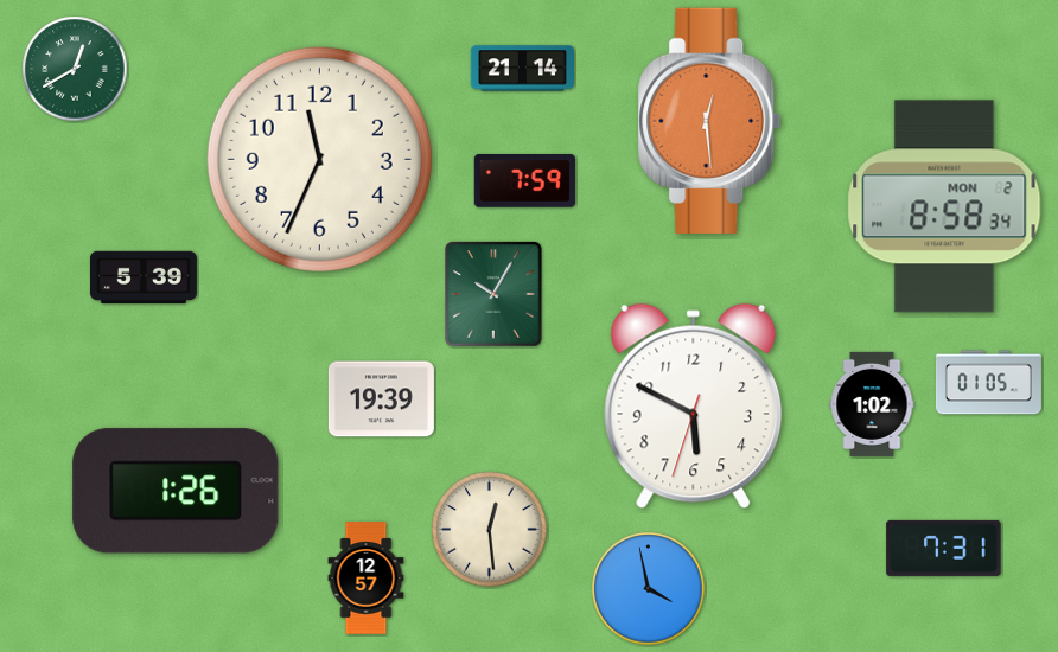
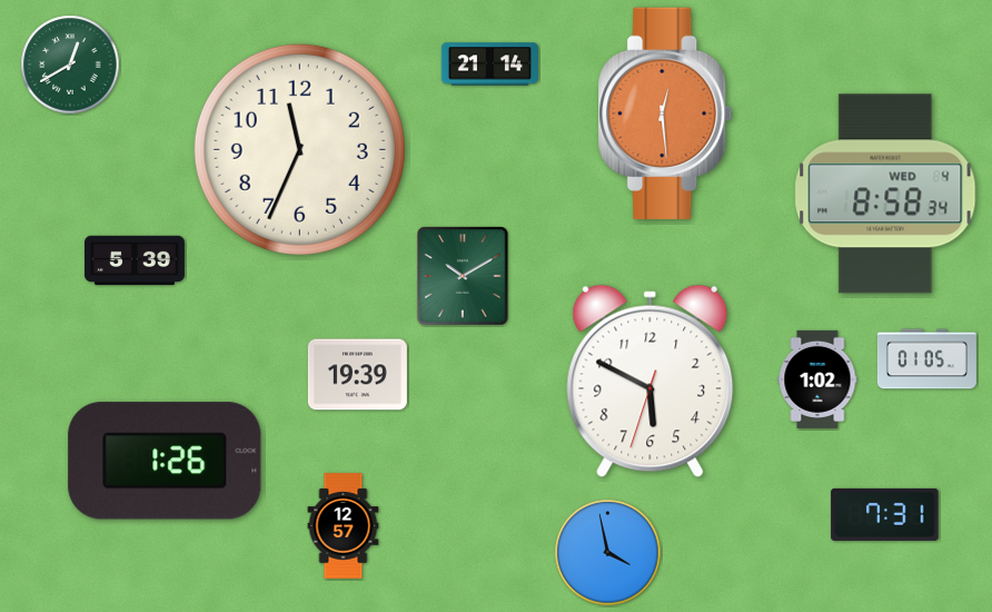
clock at (524, 181): 7:59 -> none
clock at (944, 206) date: MON 2 -> WED 4
clock at (493, 294): 10:05 -> 10:10
clock at (490, 530): 12:29 -> none
clock at (367, 579) position: (367, 579) -> (344, 526)
